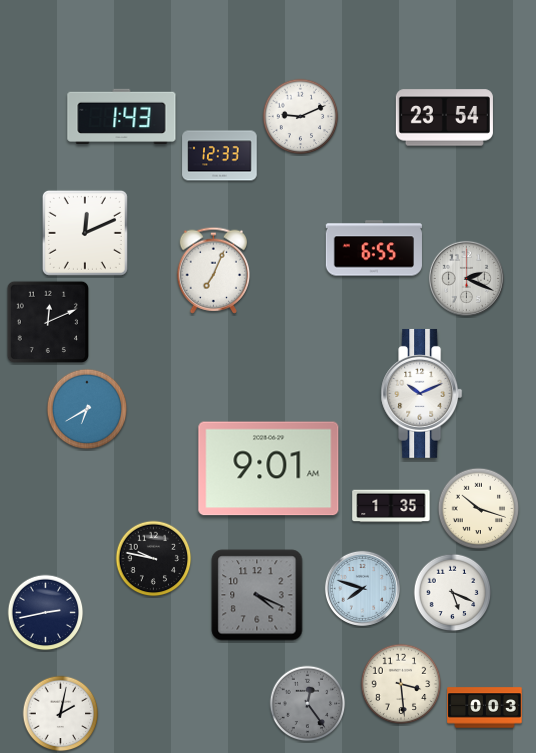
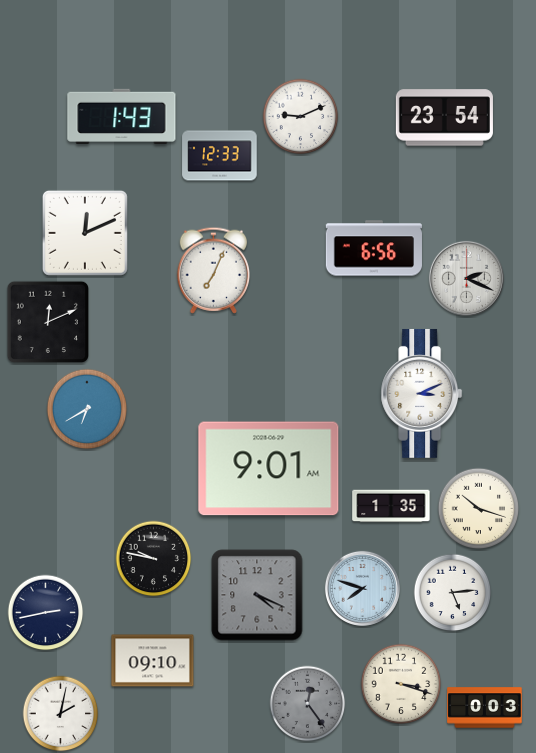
clock at (374, 248): 6:55 -> 6:56
clock at (422, 393): 10:11 -> 3:11
clock at (453, 593): 5:19 -> 5:14
clock at (153, 661): none -> 09:10
clock at (401, 684): 3:29 -> 3:18
